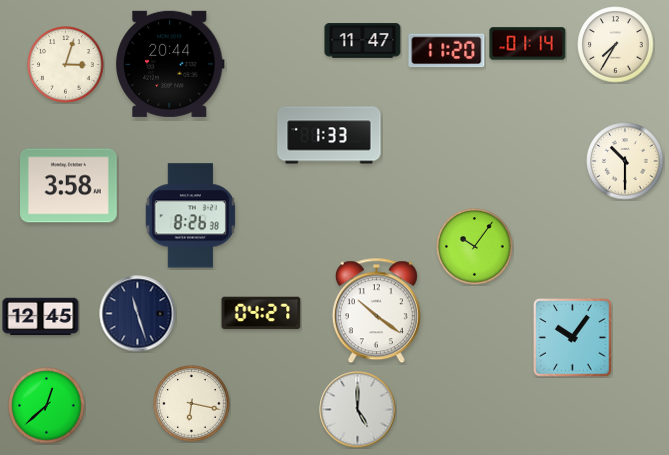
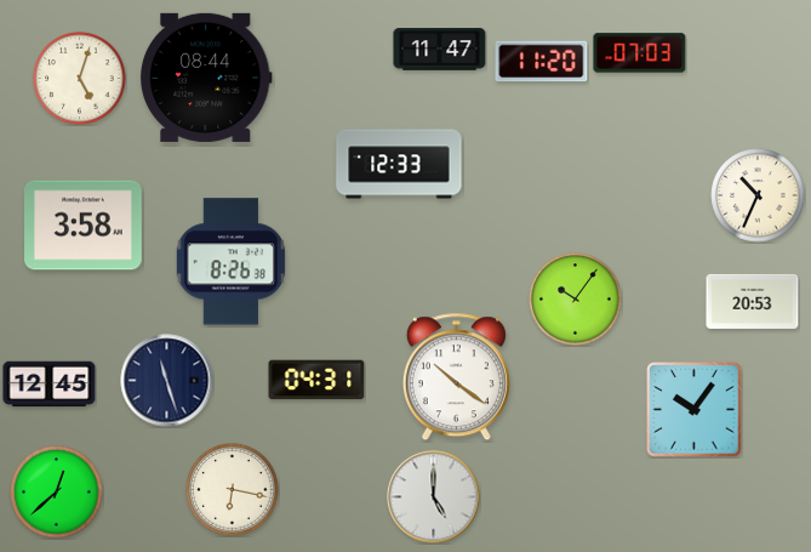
clock at (528, 44): 01:14 -> 07:03
clock at (616, 45): 7:35 -> none
clock at (170, 64): 20:44 -> 08:44
clock at (66, 65): 3:03 -> 5:03
clock at (329, 135): 1:33 -> 12:33
clock at (625, 161): 10:30 -> 10:34
clock at (753, 301): none -> 20:53
clock at (261, 313): 04:27 -> 04:31
